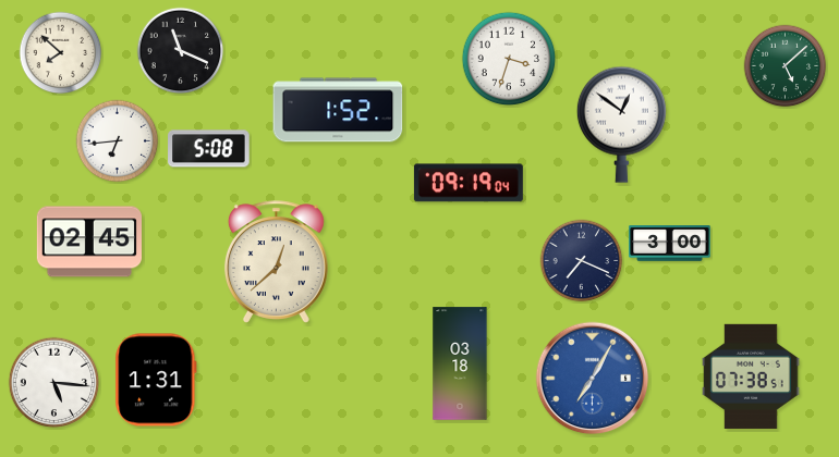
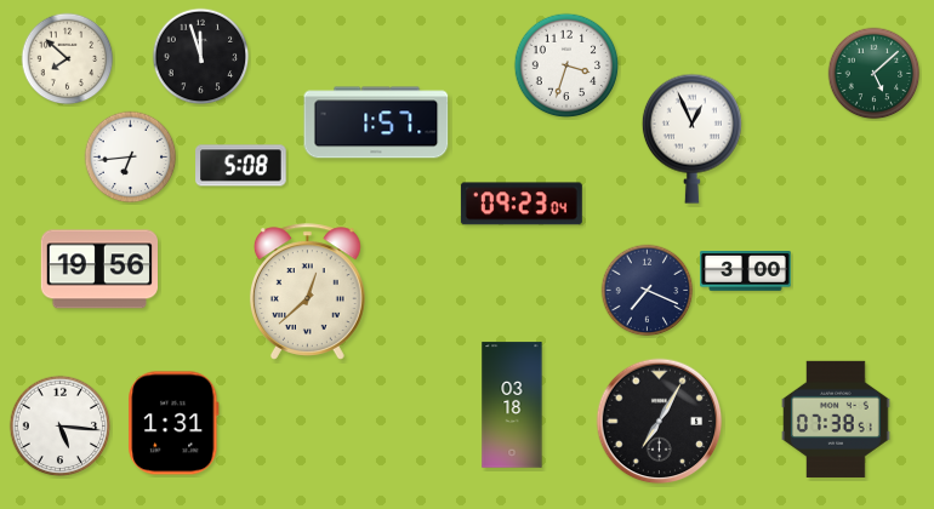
clock at (181, 51): 11:19 -> 11:57
clock at (338, 110): 1:52 -> 1:57
clock at (621, 124): 12:51 -> 12:56
clock at (209, 149) position: (209, 149) -> (241, 166)
clock at (469, 183): 09:19 -> 09:23
clock at (88, 242): 02:45 -> 19:56
clock at (593, 379) dial: blue -> black
